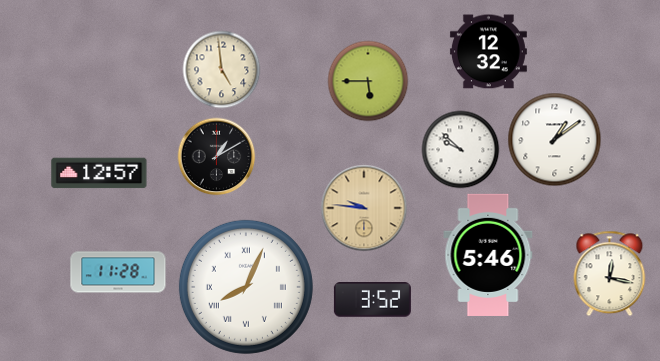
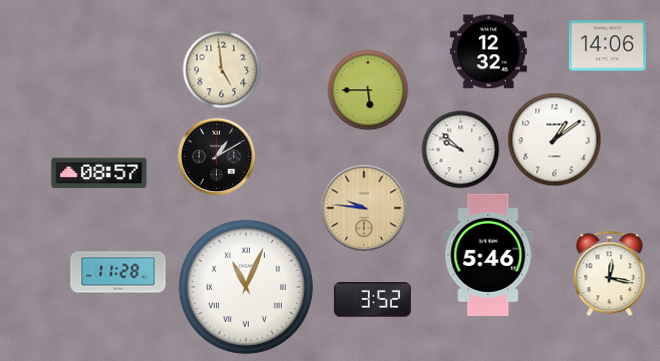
clock at (607, 46): none -> 14:06
clock at (368, 81) position: (368, 81) -> (368, 90)
clock at (99, 173): 12:57 -> 08:57
clock at (246, 287): 8:04 -> 11:04
